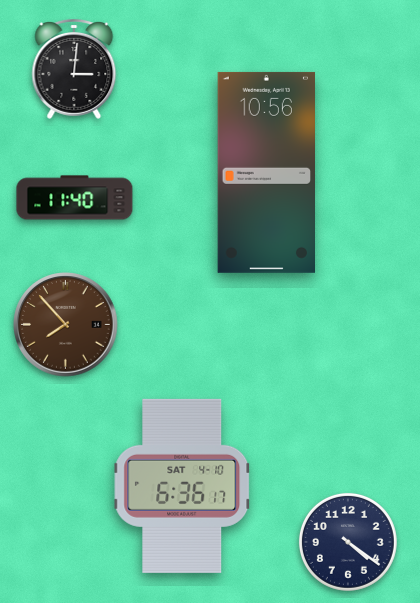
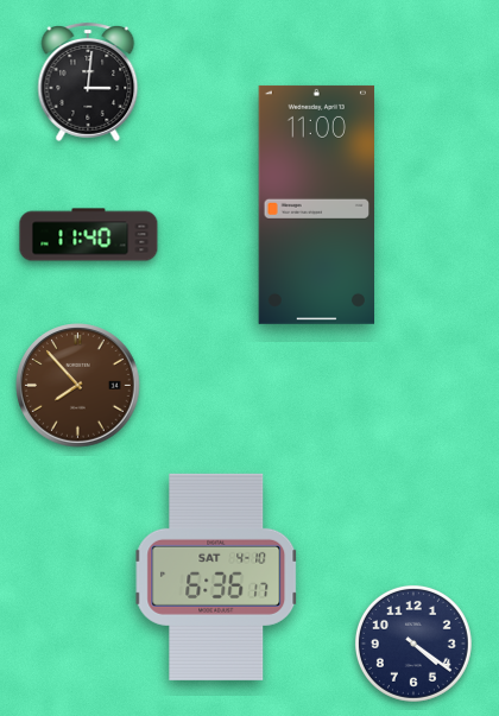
clock at (266, 172): 10:56 -> 11:00
